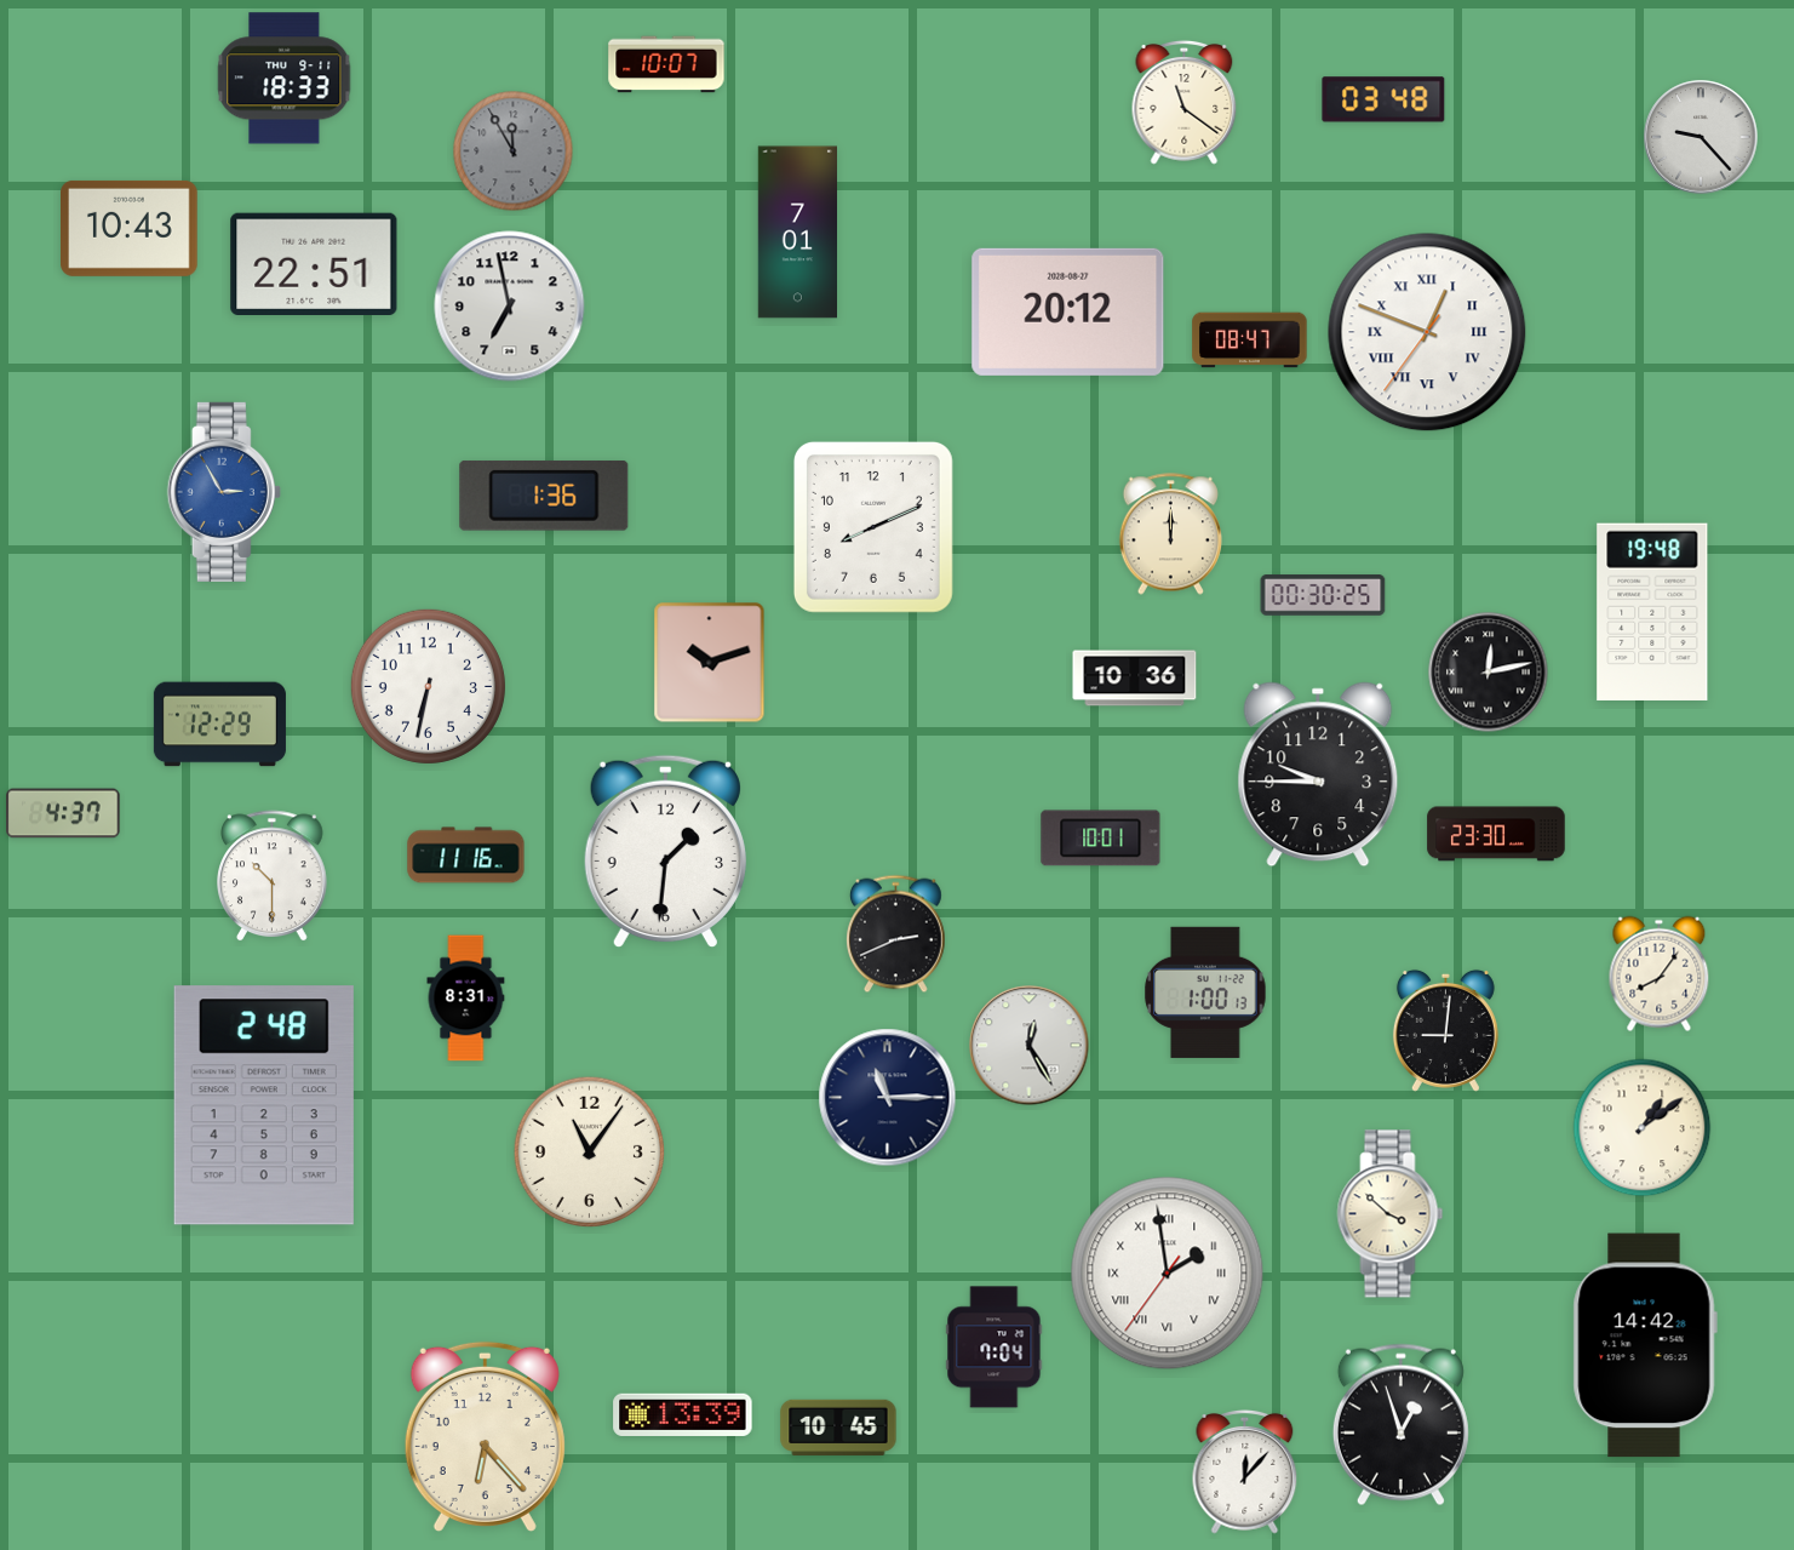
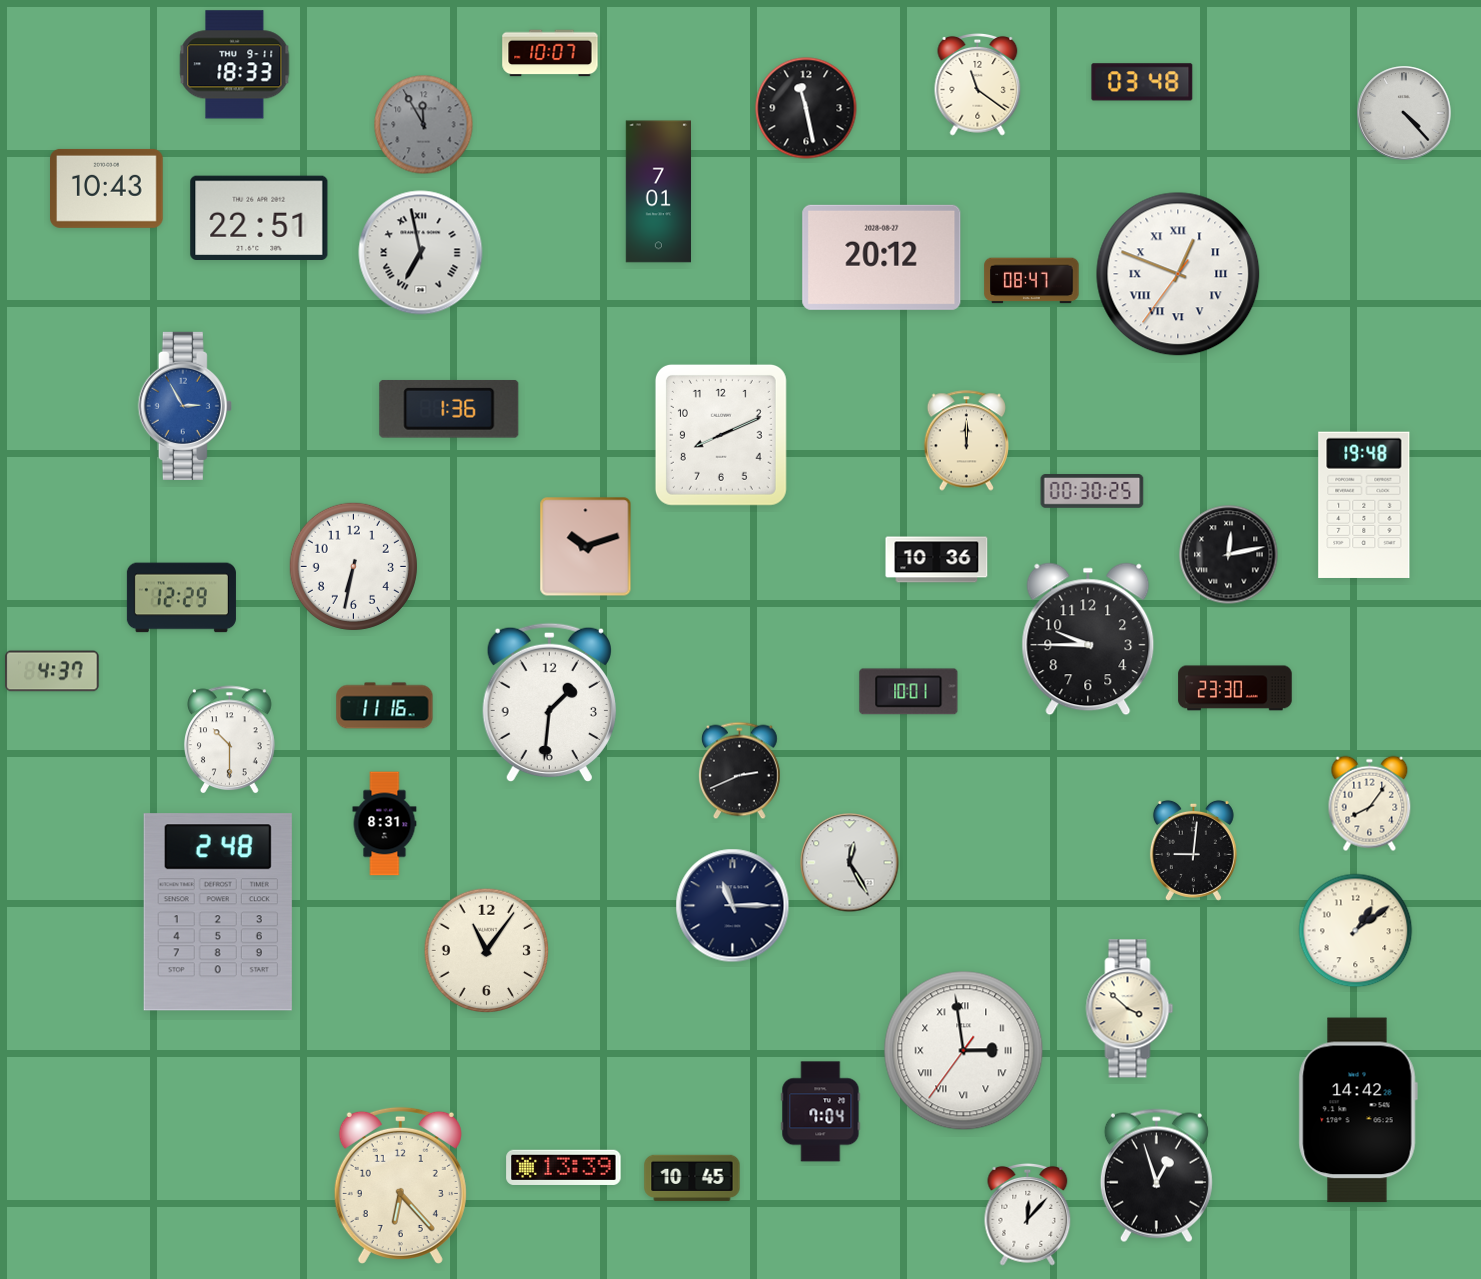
clock at (806, 108): none -> 11:28
clock at (1701, 137): 9:23 -> 4:23
clock at (510, 307) numerals: Arabic -> Roman
clock at (273, 876) position: (273, 876) -> (230, 740)
clock at (1205, 993): 1:00 -> none
clock at (1391, 1214) position: (1391, 1214) -> (1130, 1009)
clock at (1168, 1274): 1:58 -> 2:58
